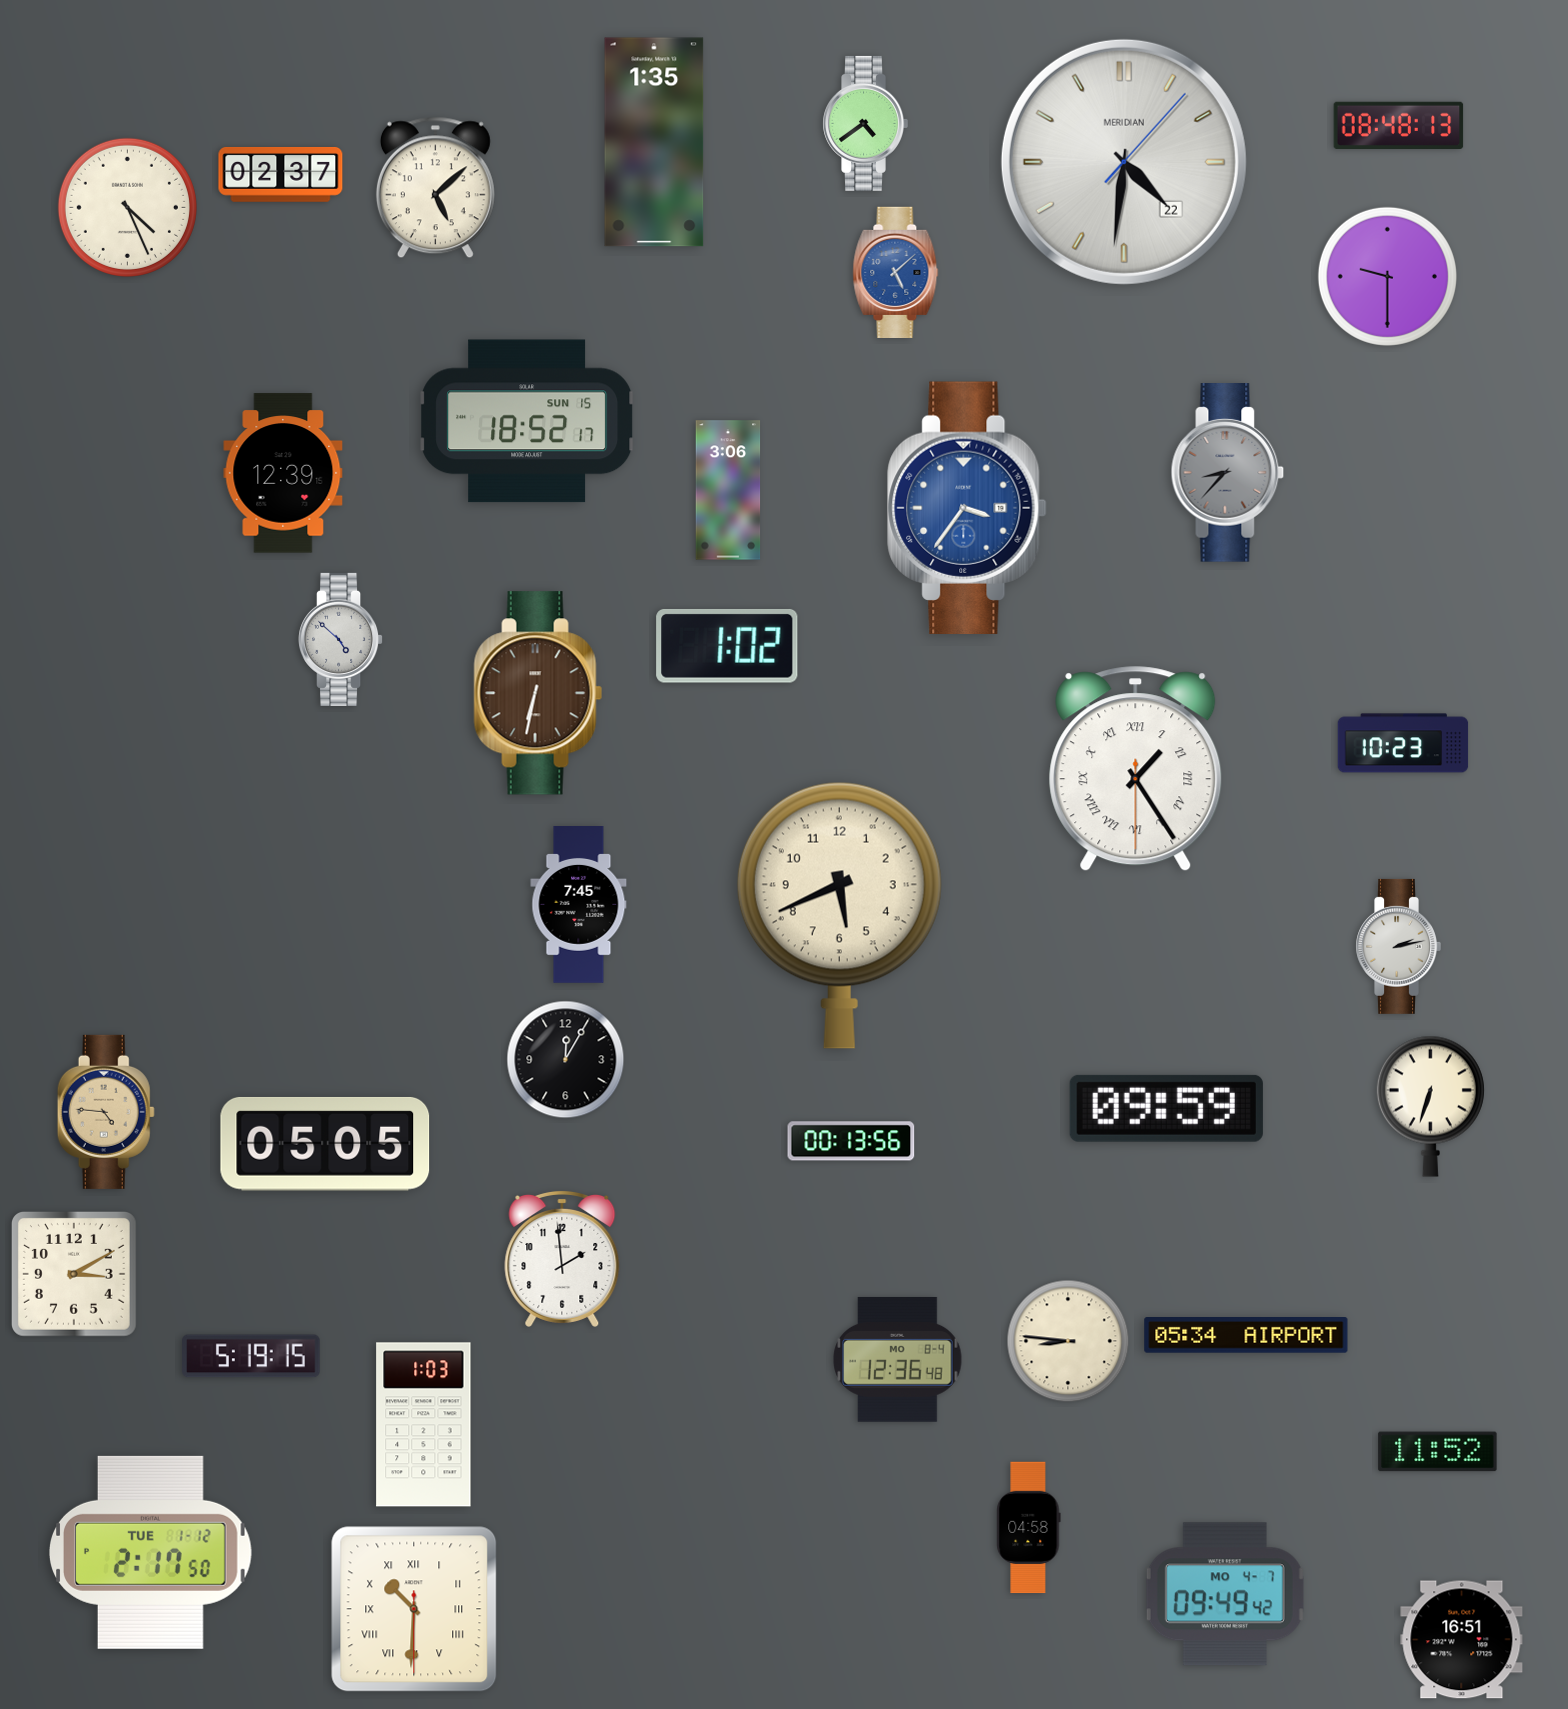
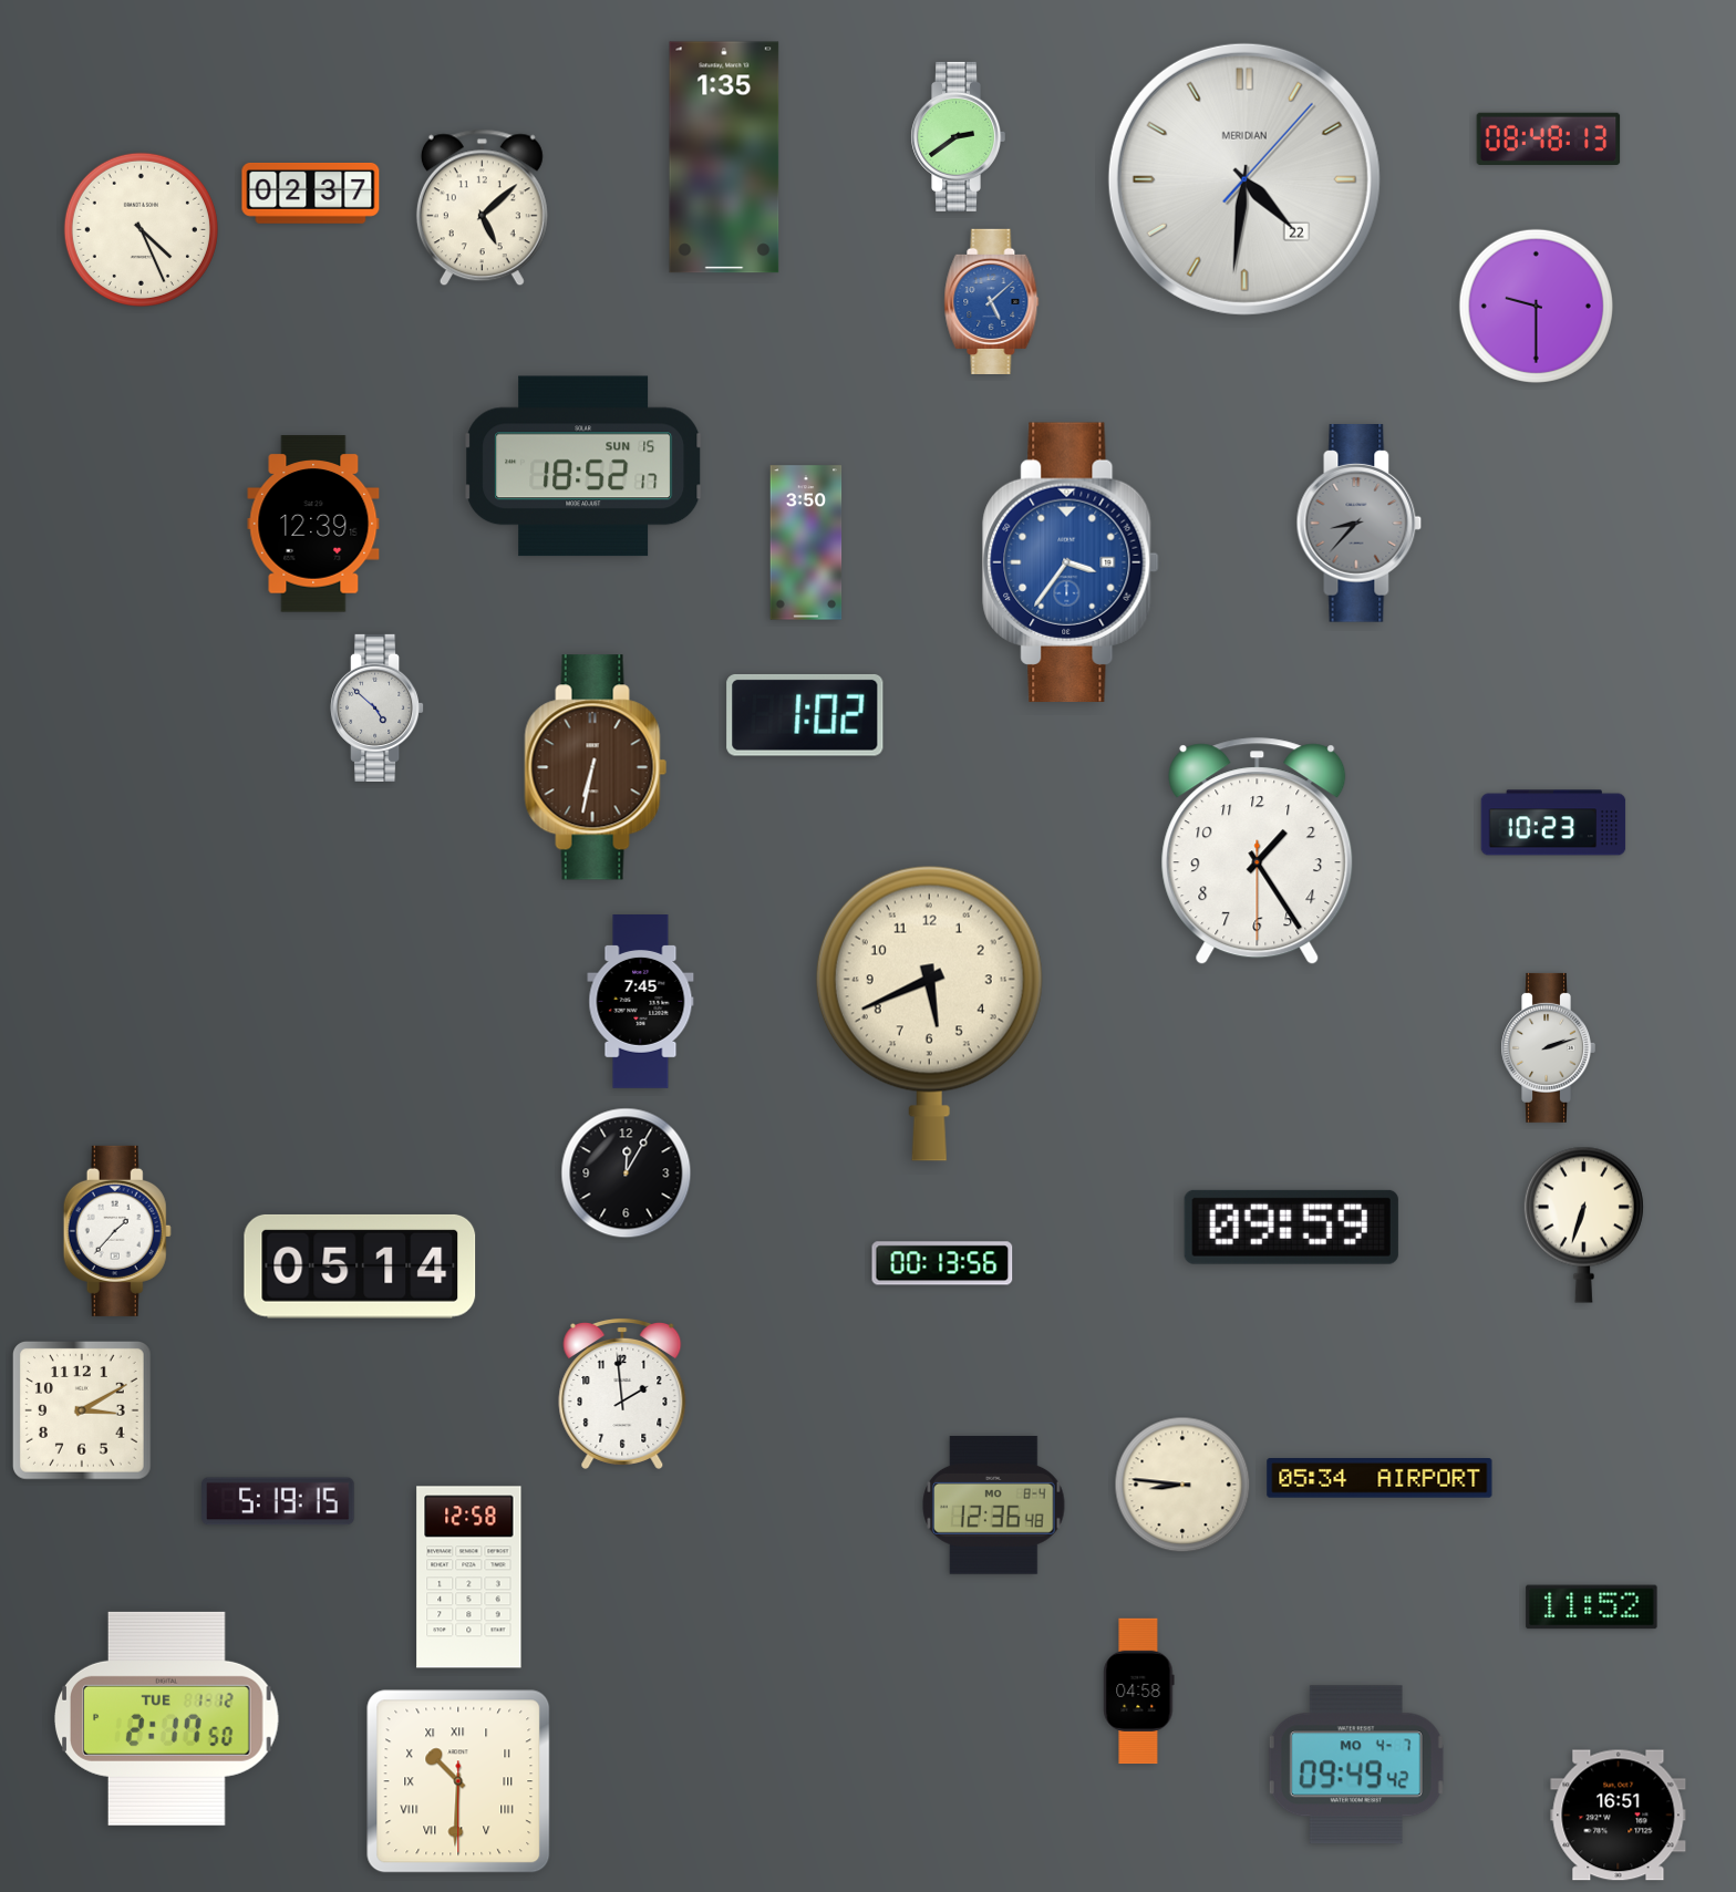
clock at (865, 123): 4:39 -> 2:39
clock at (728, 490): 3:06 -> 3:50
clock at (1136, 769) numerals: Roman -> Arabic
clock at (1398, 946): 2:13 -> 2:12
clock at (106, 1112): 4:46 -> 1:37
clock at (106, 1112) dial: champagne -> white
clock at (325, 1144): 05:05 -> 05:14
clock at (424, 1425): 1:03 -> 12:58
